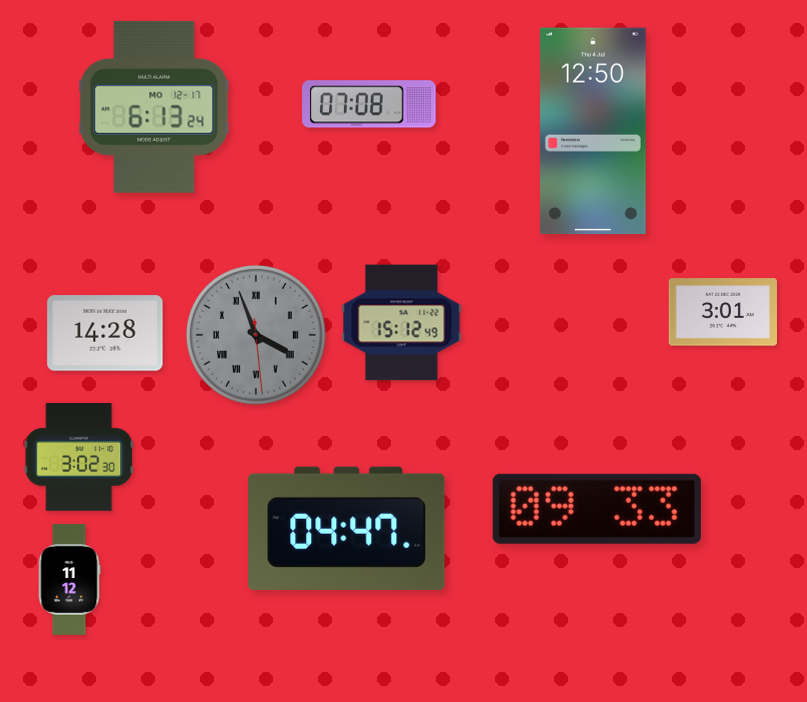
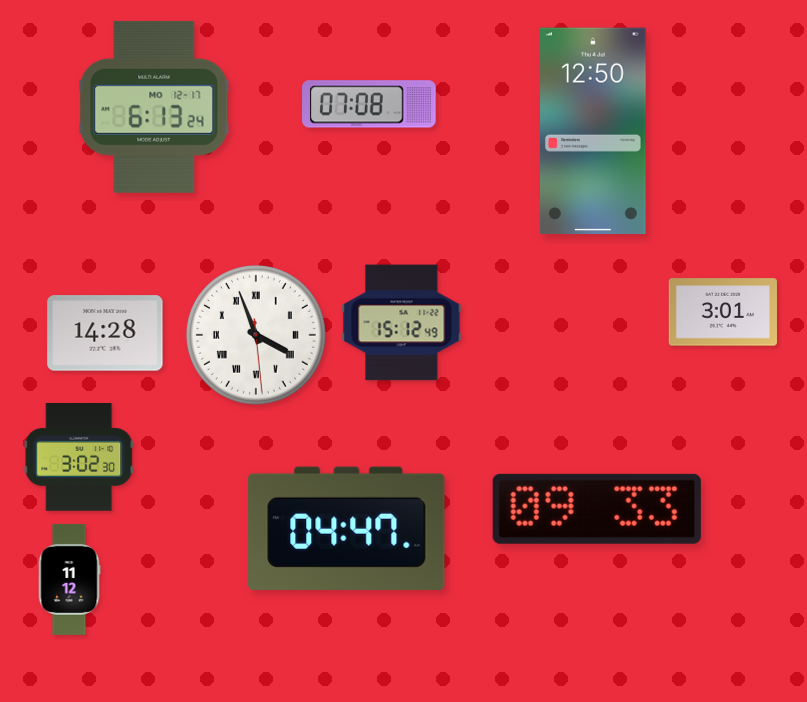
clock at (256, 335) dial: grey -> white
